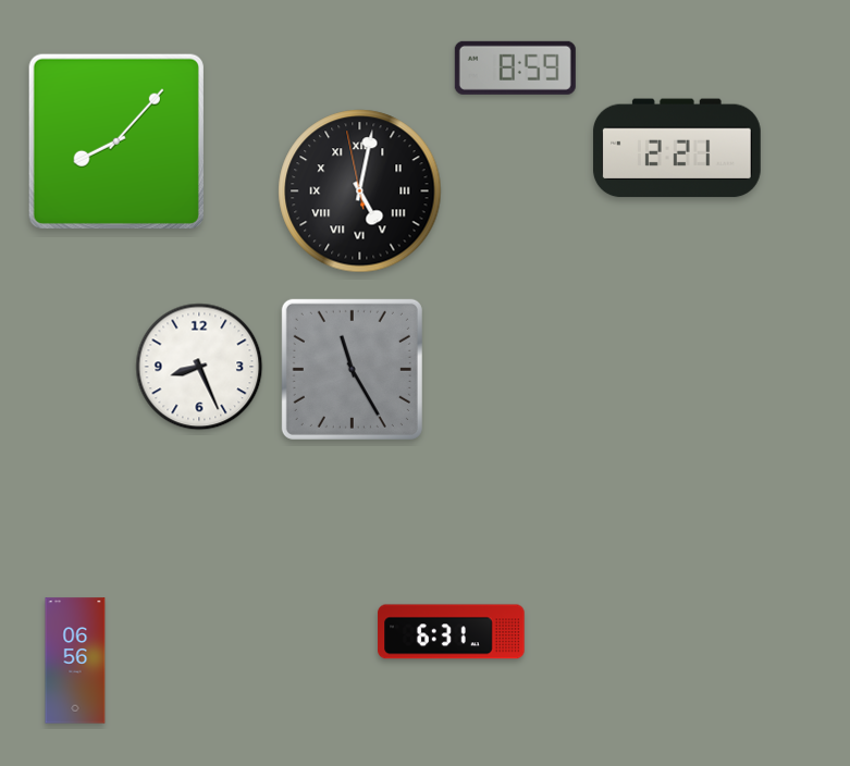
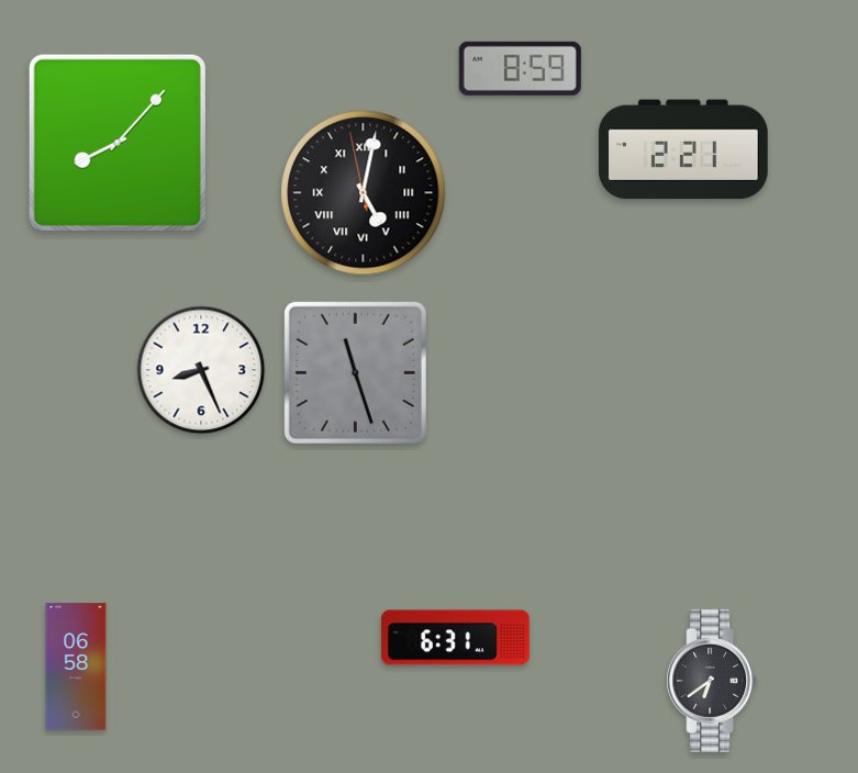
clock at (352, 369): 11:25 -> 11:27
clock at (75, 660): 06:56 -> 06:58
clock at (712, 681): none -> 6:39
